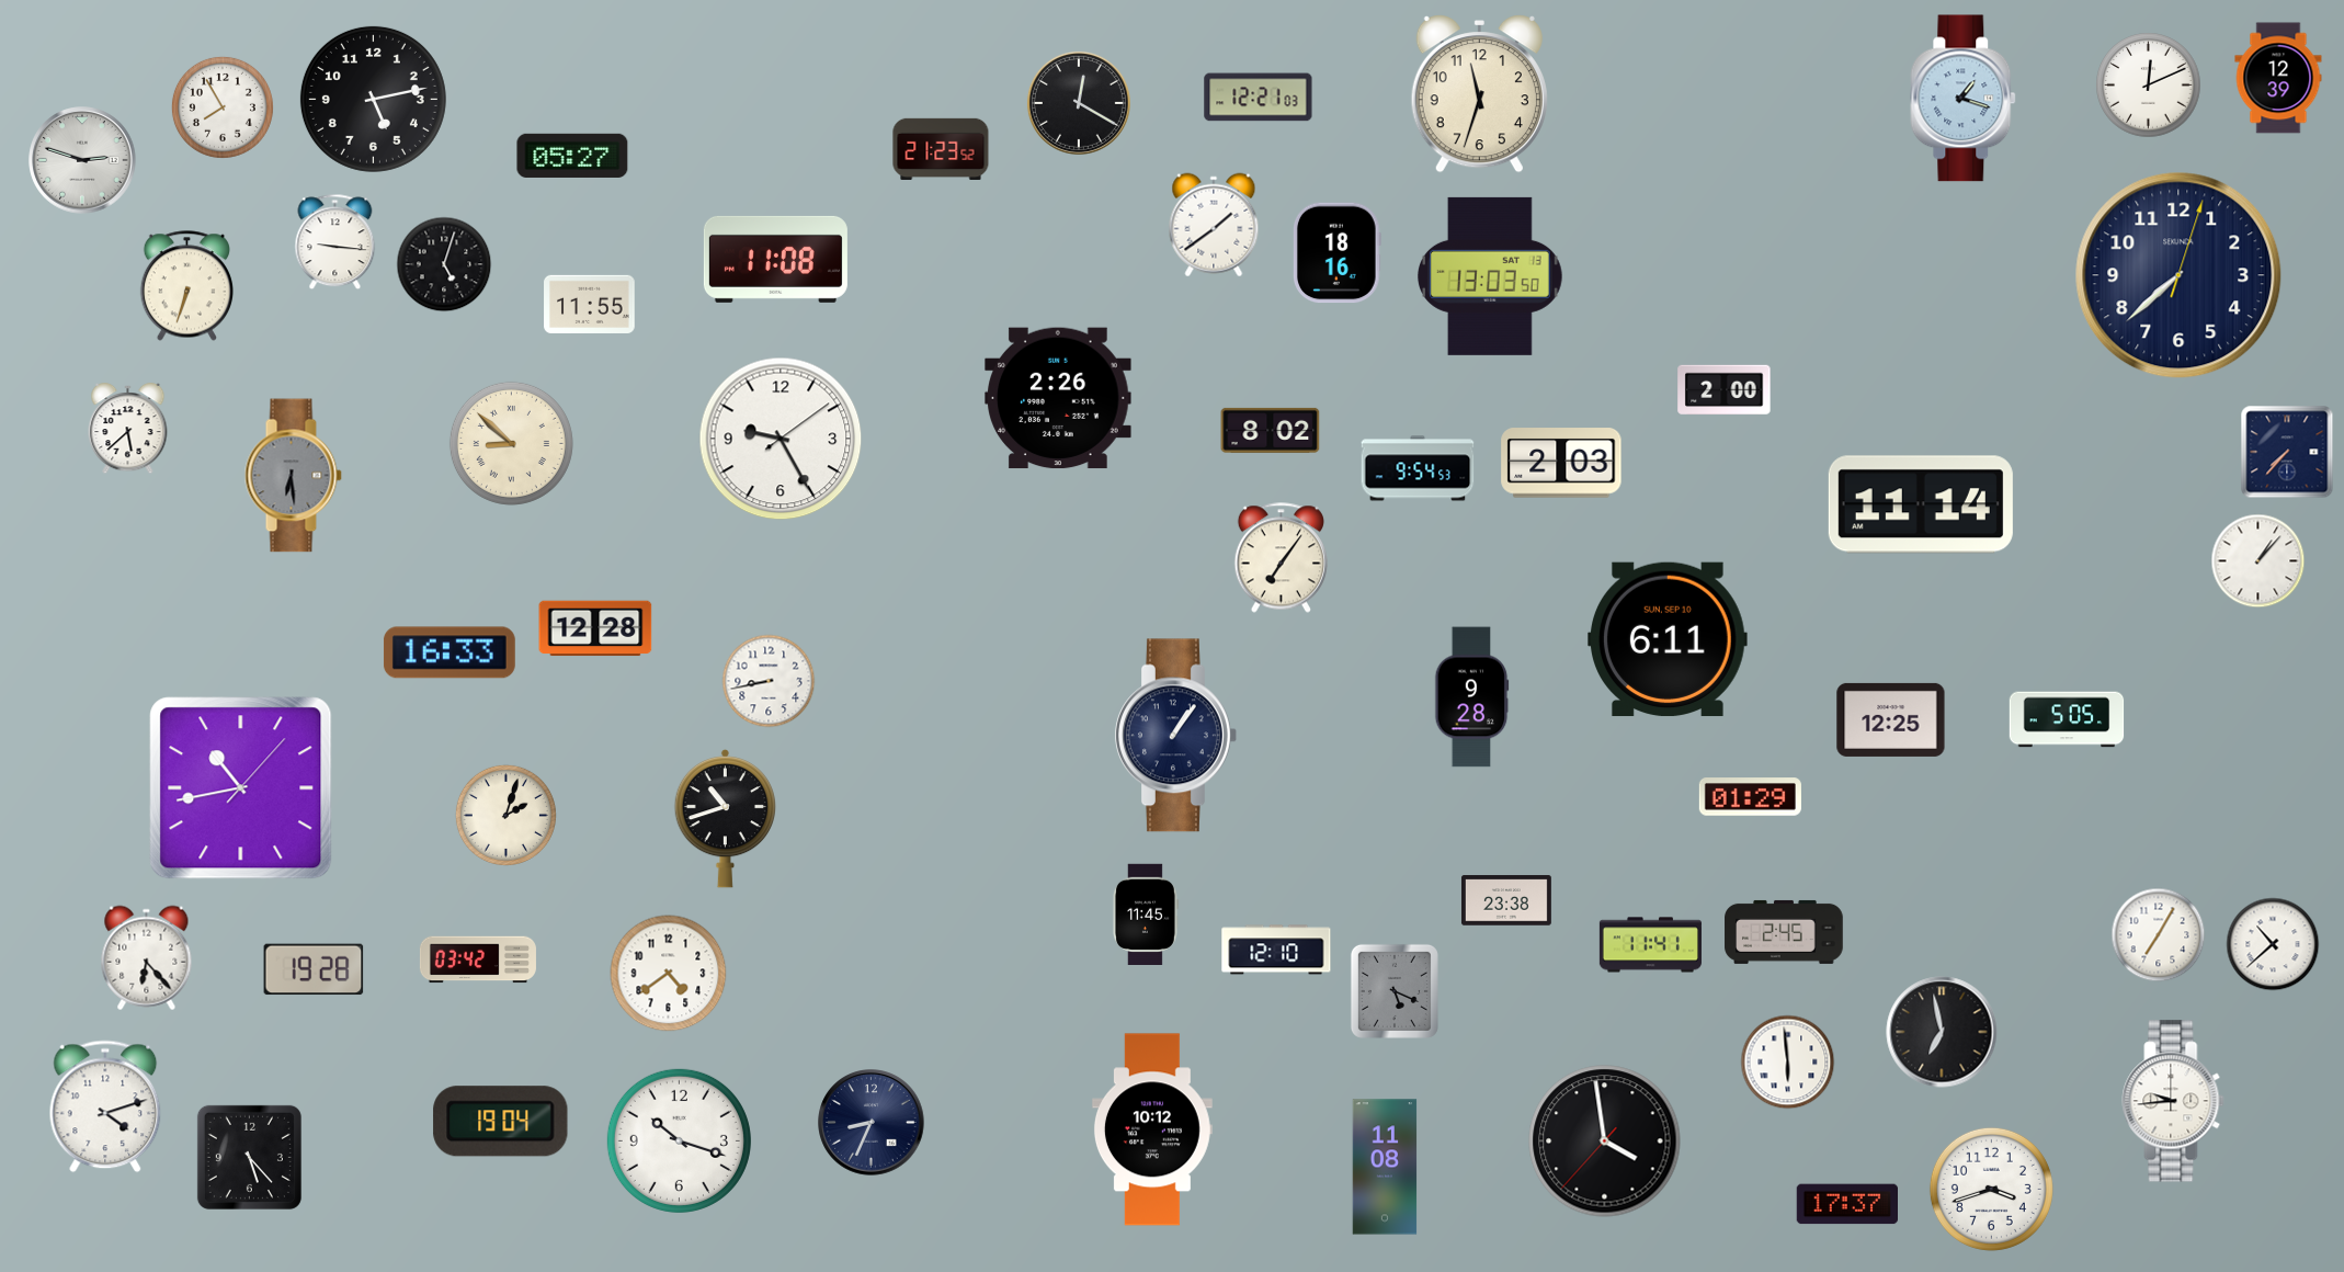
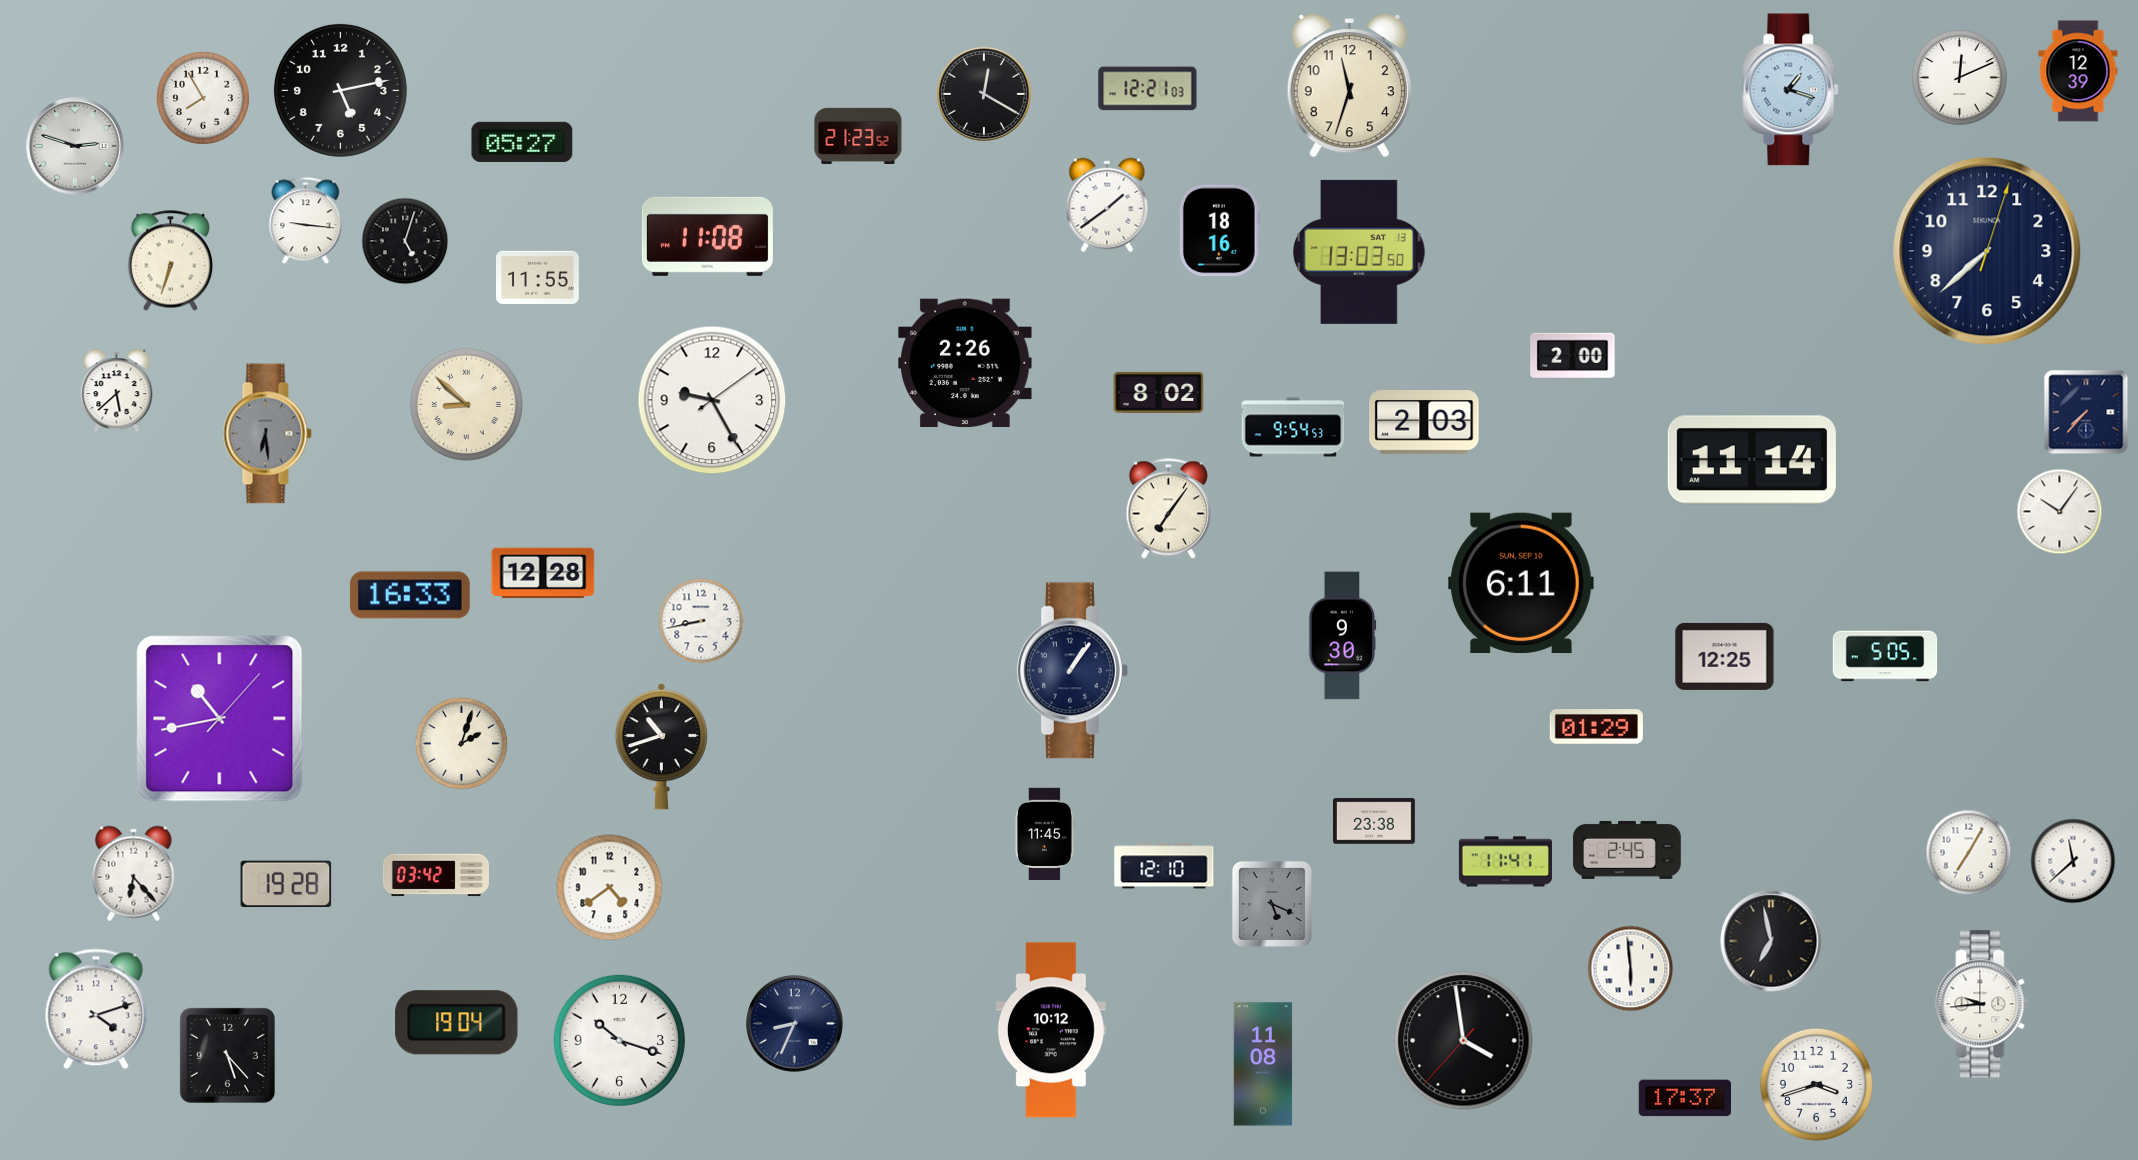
clock at (2258, 561): 1:07 -> 10:06
clock at (1471, 697): 9:28 -> 9:30
clock at (2273, 944): 10:38 -> 11:38
